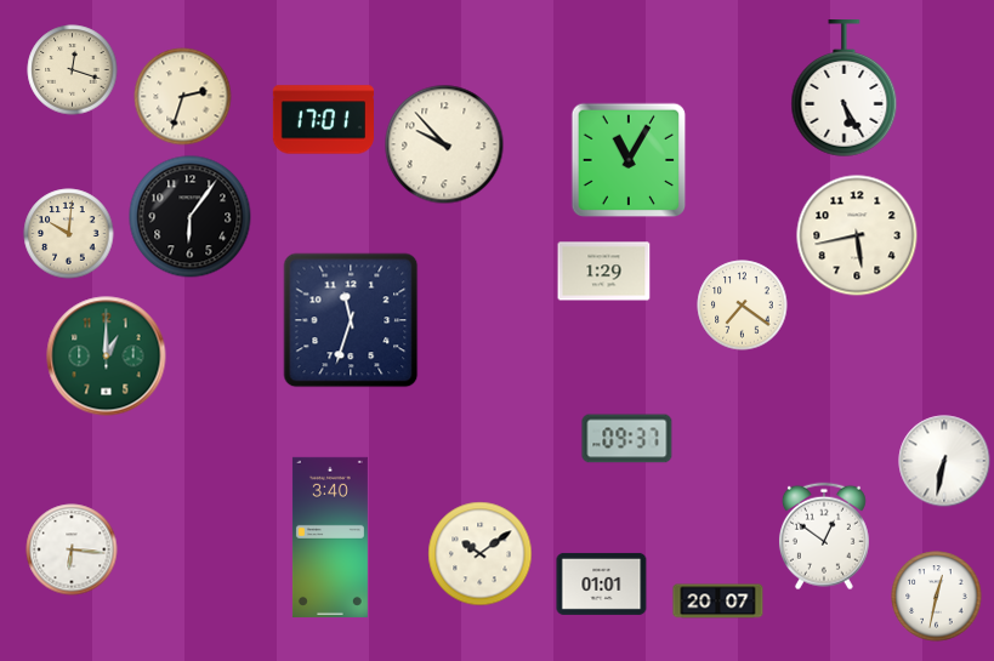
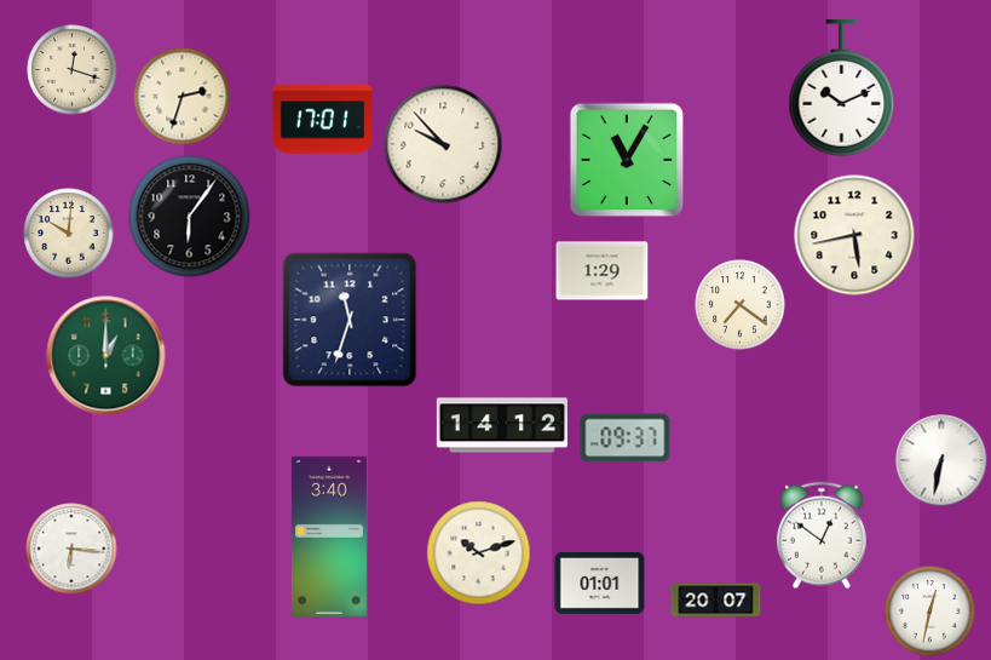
clock at (845, 89): 5:25 -> 10:11
clock at (502, 425): none -> 14:12
clock at (481, 554): 10:09 -> 10:12
clock at (937, 597) position: (937, 597) -> (930, 612)
